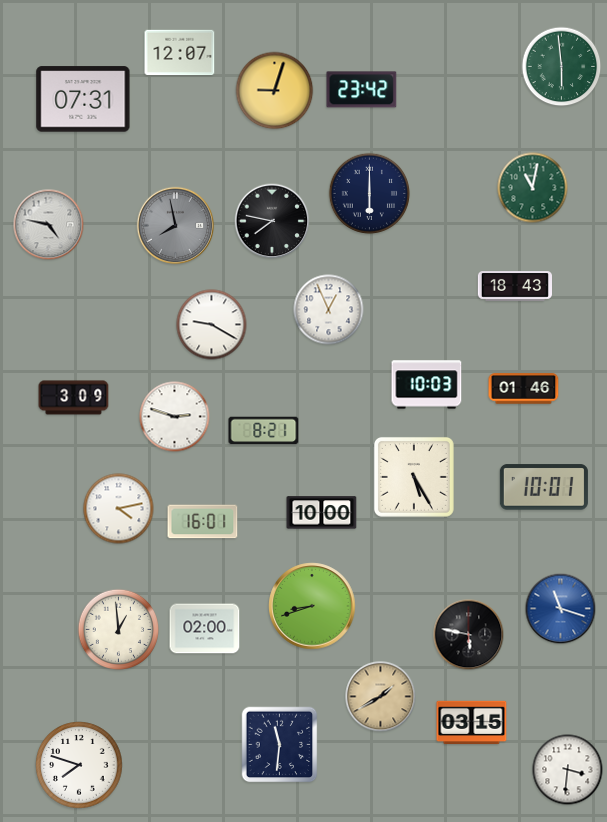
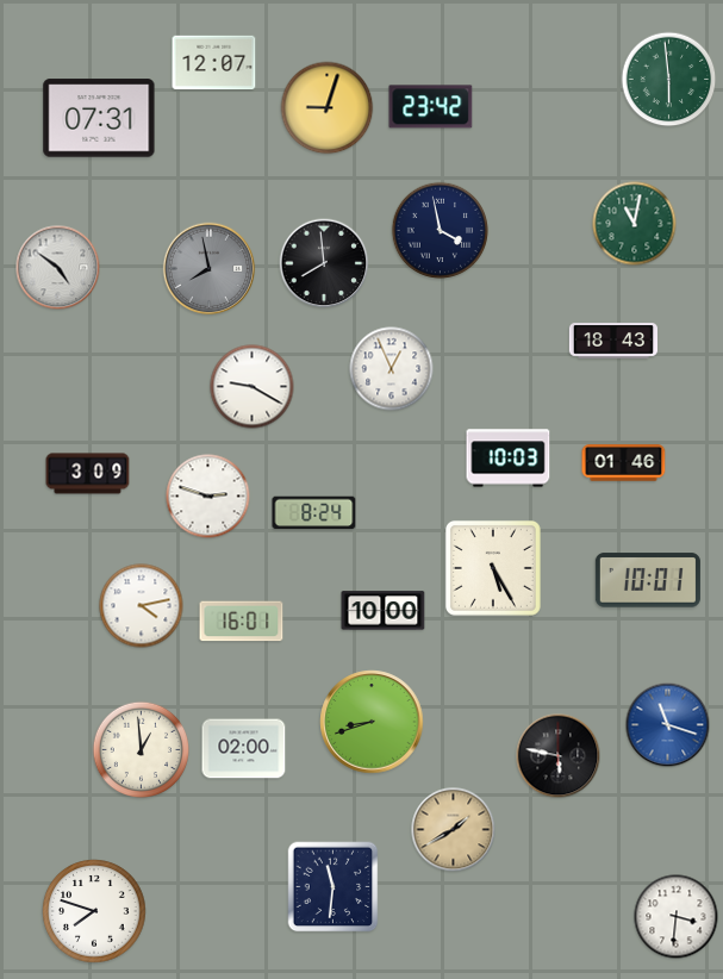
clock at (370, 194): 6:00 -> 3:58
clock at (272, 221): 7:47 -> 7:59
clock at (49, 225): 4:47 -> 4:51
clock at (264, 431): 8:21 -> 8:24
clock at (472, 723): 03:15 -> none
